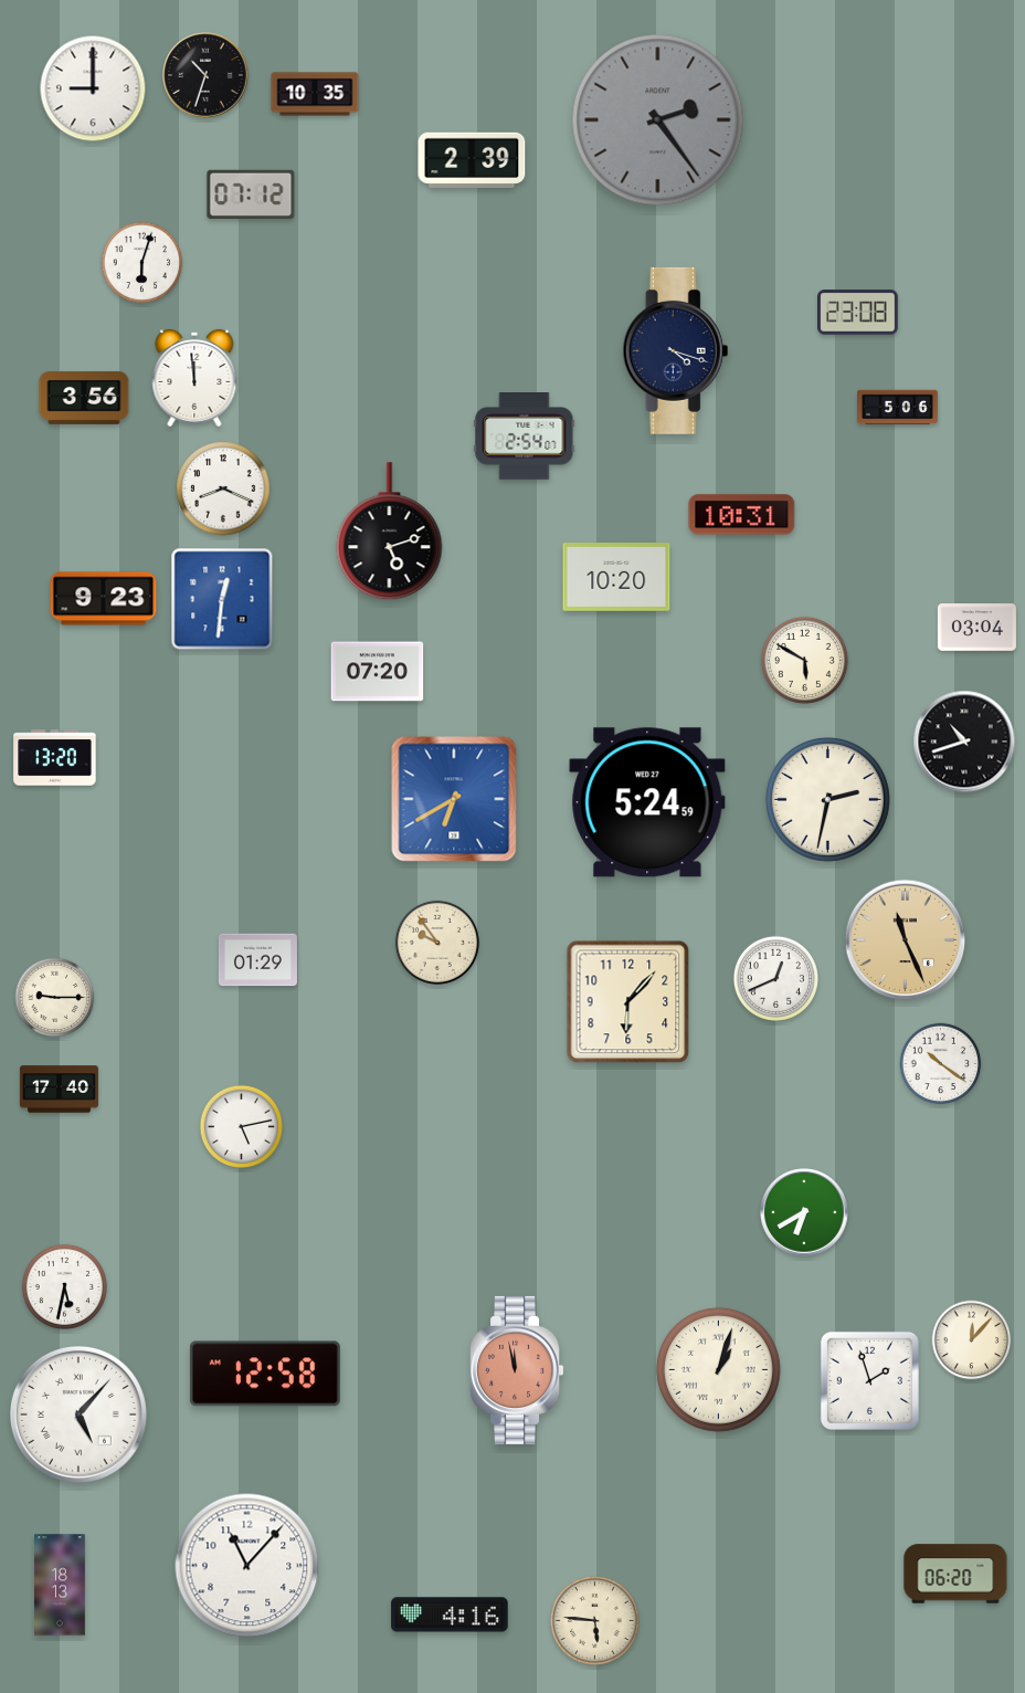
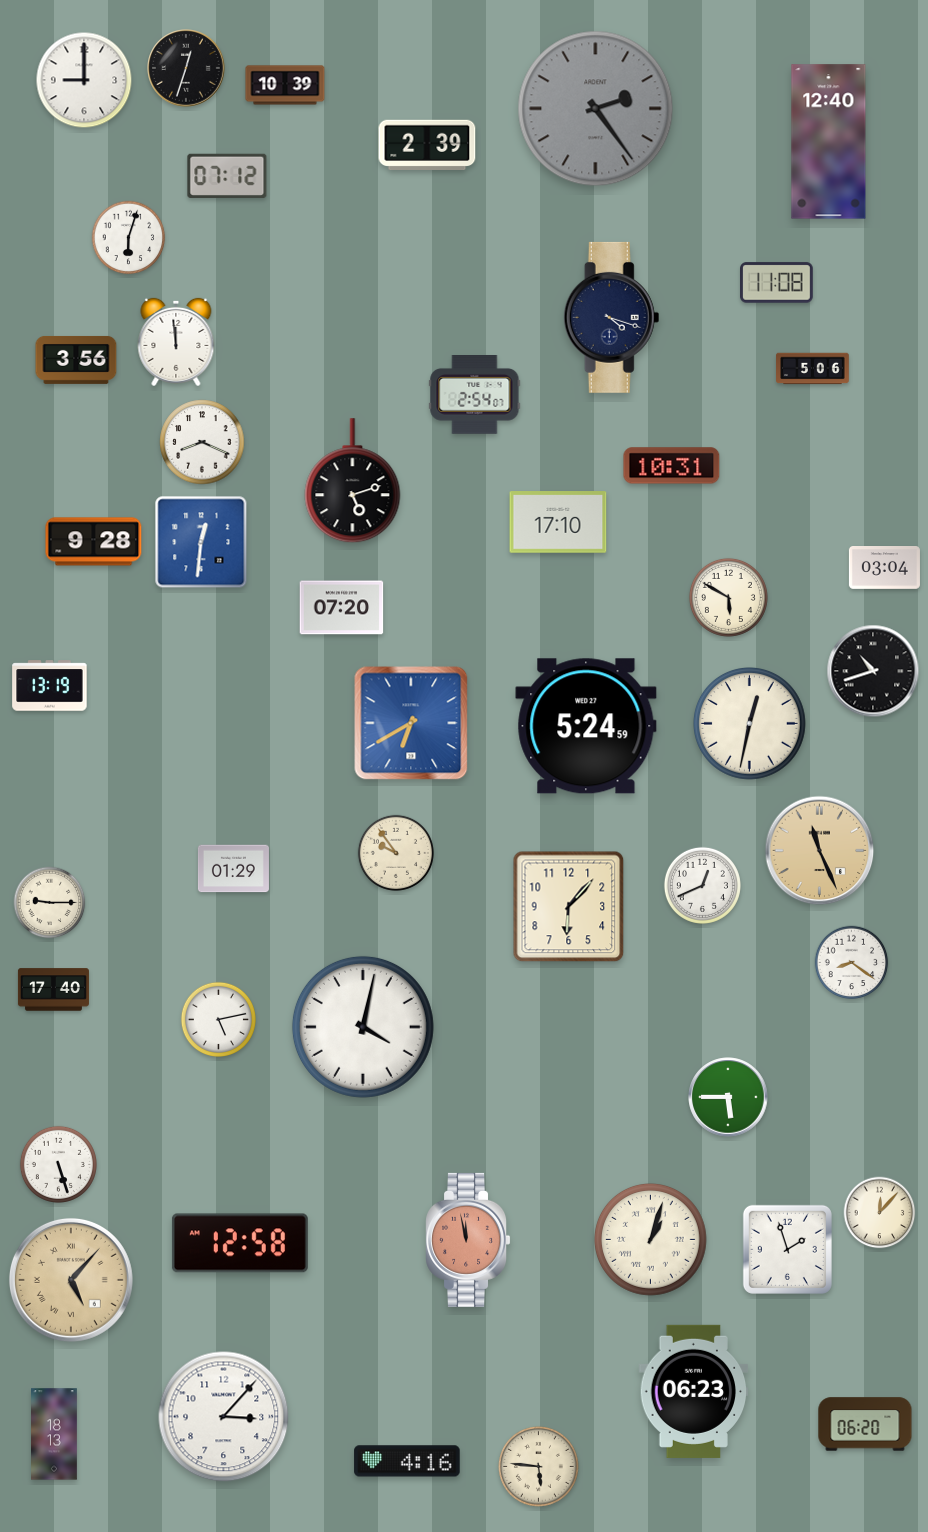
clock at (205, 75): 10:33 -> 12:33
clock at (315, 94): 10:35 -> 10:39
clock at (829, 142): none -> 12:40
clock at (858, 313): 23:08 -> 11:08
clock at (616, 577): 10:20 -> 17:10
clock at (104, 599): 9:23 -> 9:28
clock at (55, 758): 13:20 -> 13:19
clock at (828, 800): 2:32 -> 12:32
clock at (941, 1064): 10:21 -> 8:21
clock at (59, 1090) position: (59, 1090) -> (53, 990)
clock at (363, 1027): none -> 4:02
clock at (804, 1212): 6:40 -> 5:45
clock at (64, 1286): 5:32 -> 5:27
clock at (78, 1415) dial: white -> champagne
clock at (694, 1391): none -> 06:23
clock at (247, 1566): 11:07 -> 3:07
